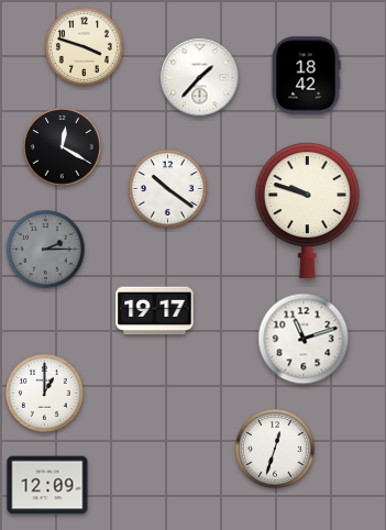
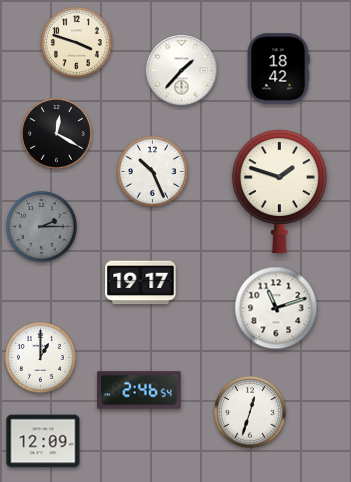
clock at (168, 189): 10:21 -> 10:26
clock at (307, 211): 9:48 -> 1:48
clock at (139, 390): none -> 2:46
clock at (275, 449) position: (275, 449) -> (250, 412)
